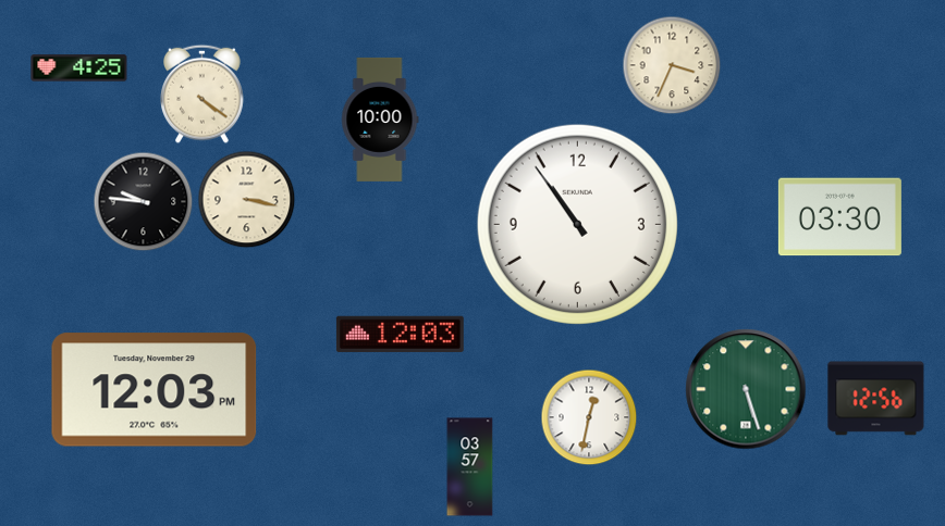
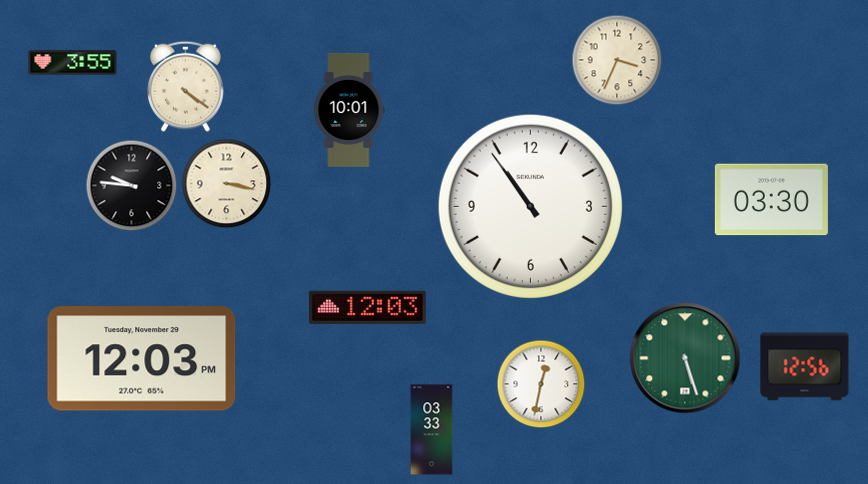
clock at (79, 68): 4:25 -> 3:55
clock at (380, 120): 10:00 -> 10:01
clock at (470, 467): 03:57 -> 03:33
